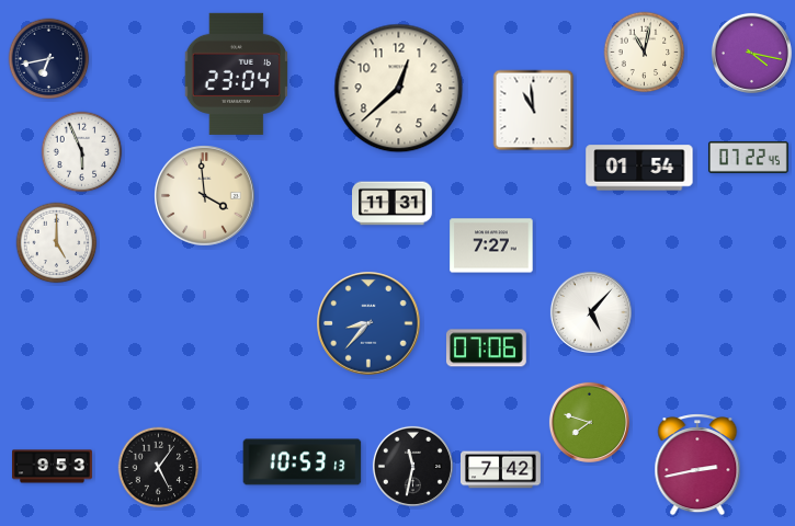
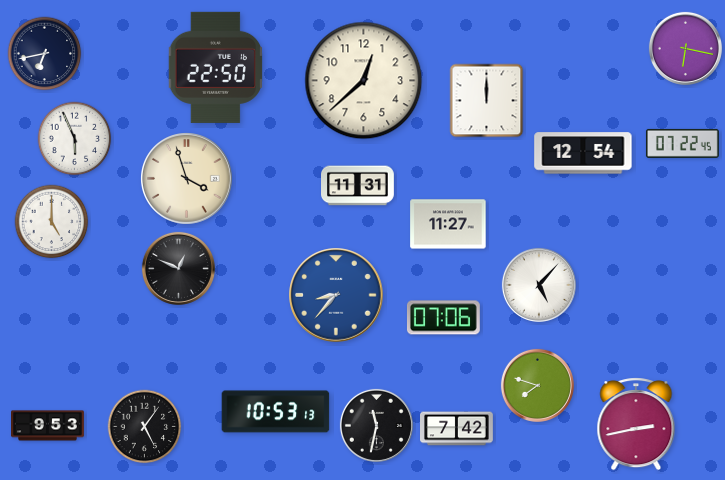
clock at (645, 53): 11:02 -> none
clock at (751, 53): 4:17 -> 6:17
clock at (236, 73): 23:04 -> 22:50
clock at (534, 111): 10:59 -> 12:00
clock at (639, 168): 01:54 -> 12:54
clock at (205, 196): 3:59 -> 3:57
clock at (491, 245): 7:27 -> 11:27
clock at (178, 268): none -> 12:49
clock at (303, 462) position: (303, 462) -> (276, 412)
